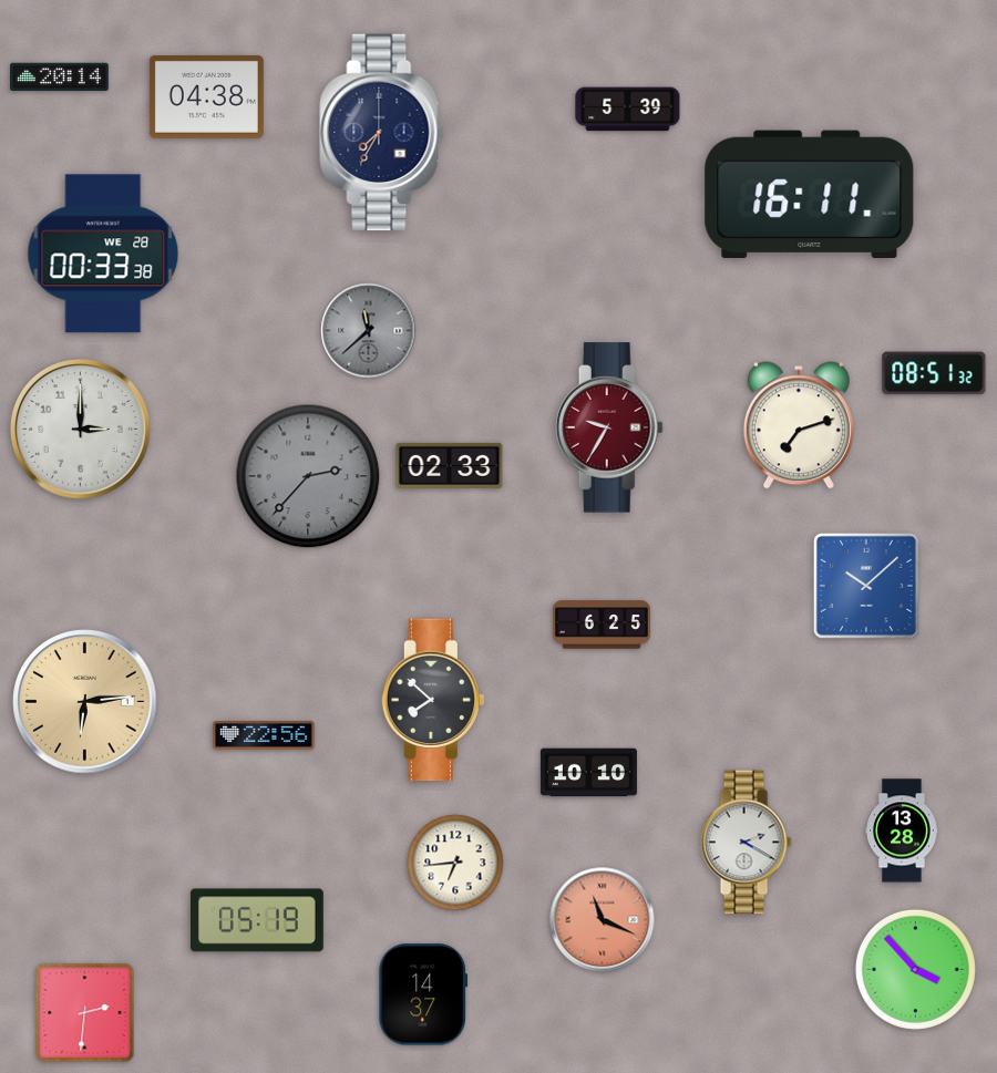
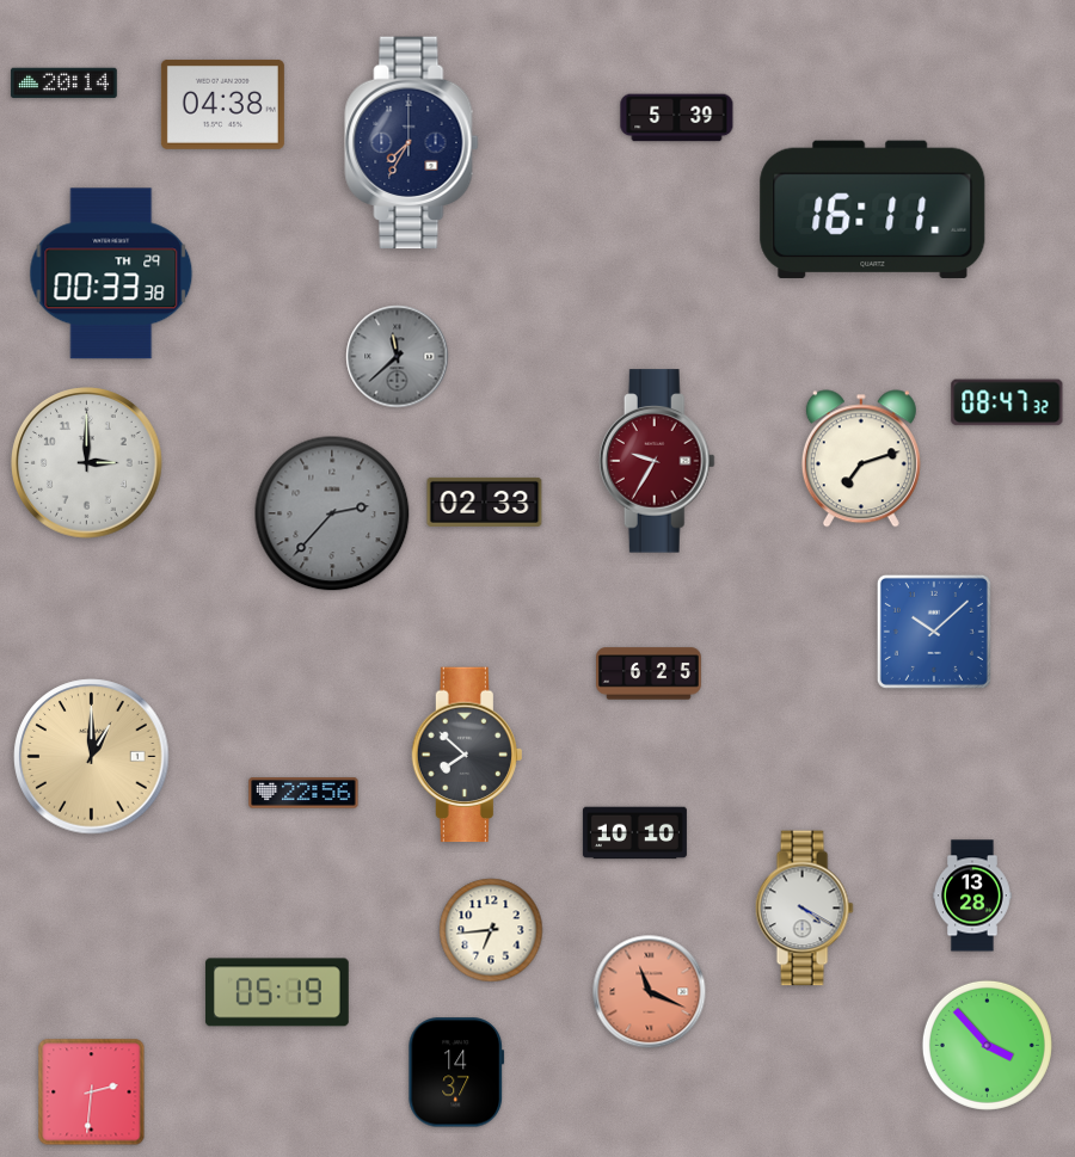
clock at (103, 254) date: WE 28 -> TH 29
clock at (934, 373): 08:51 -> 08:47
clock at (85, 702): 6:14 -> 1:00
clock at (264, 735) position: (264, 735) -> (303, 793)
clock at (746, 843): 2:20 -> 4:20
